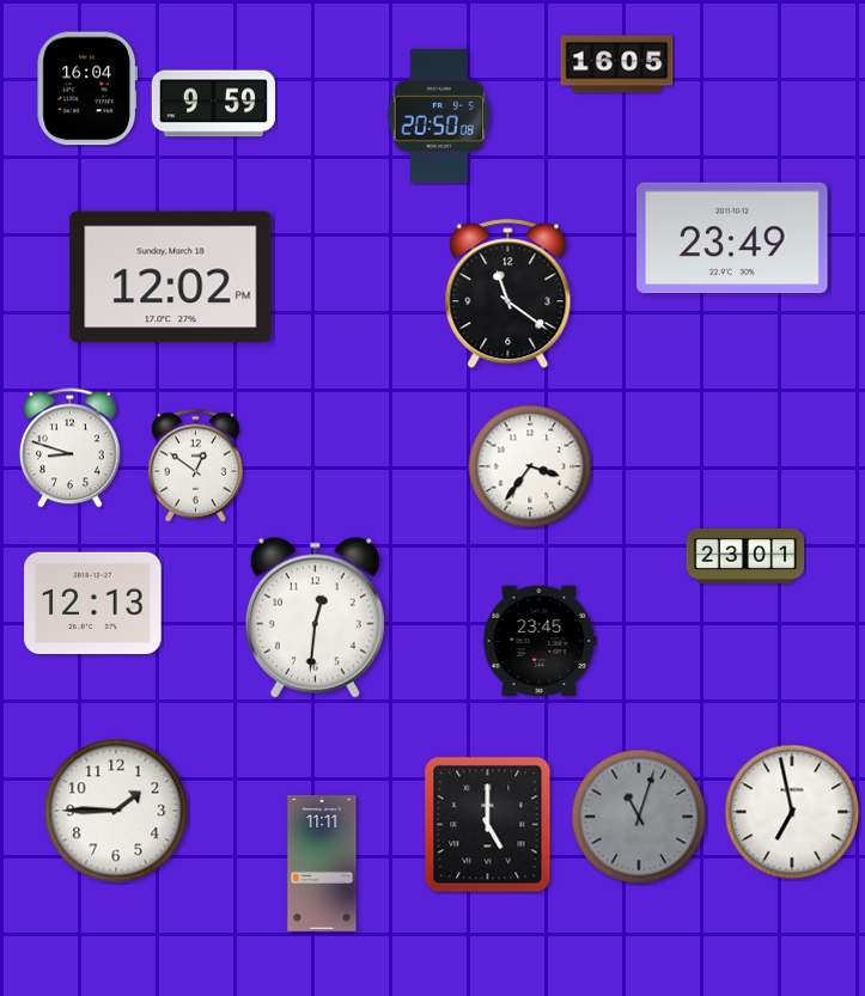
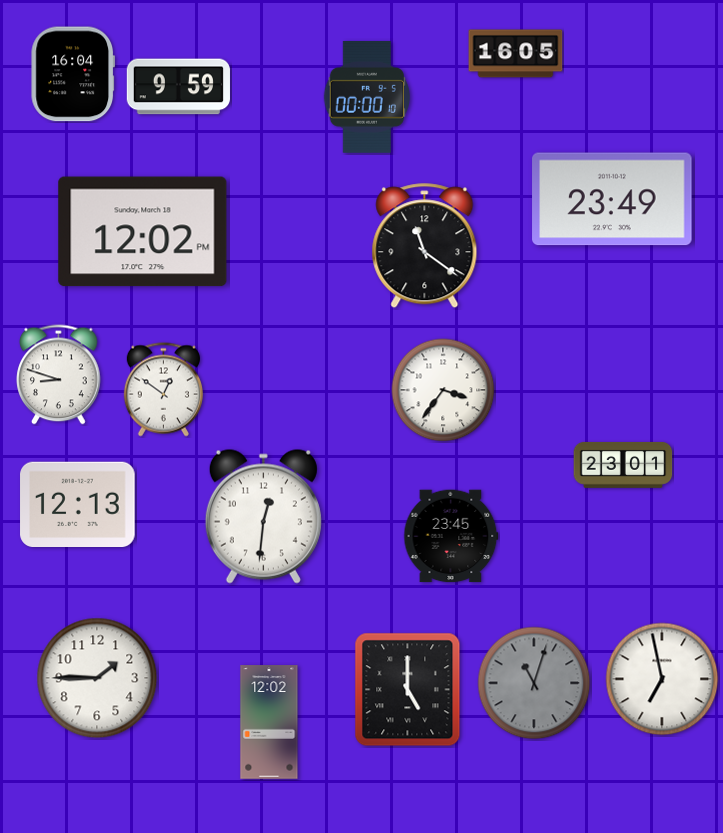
clock at (439, 116): 20:50 -> 00:00
clock at (322, 863): 11:11 -> 12:02
